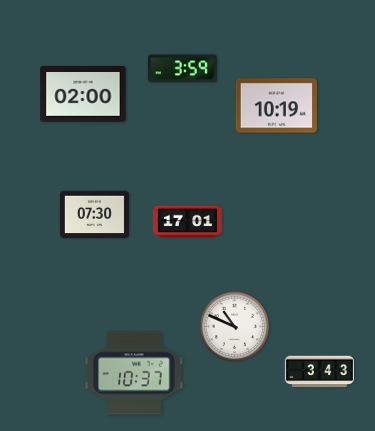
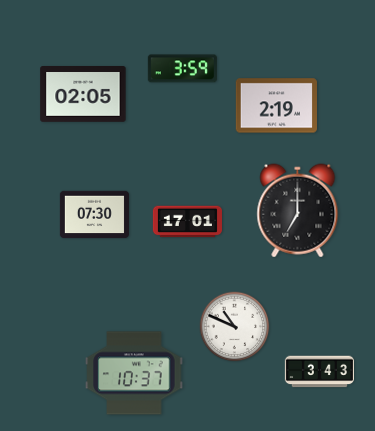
clock at (83, 94): 02:00 -> 02:05
clock at (276, 106): 10:19 -> 2:19
clock at (298, 211): none -> 7:00
